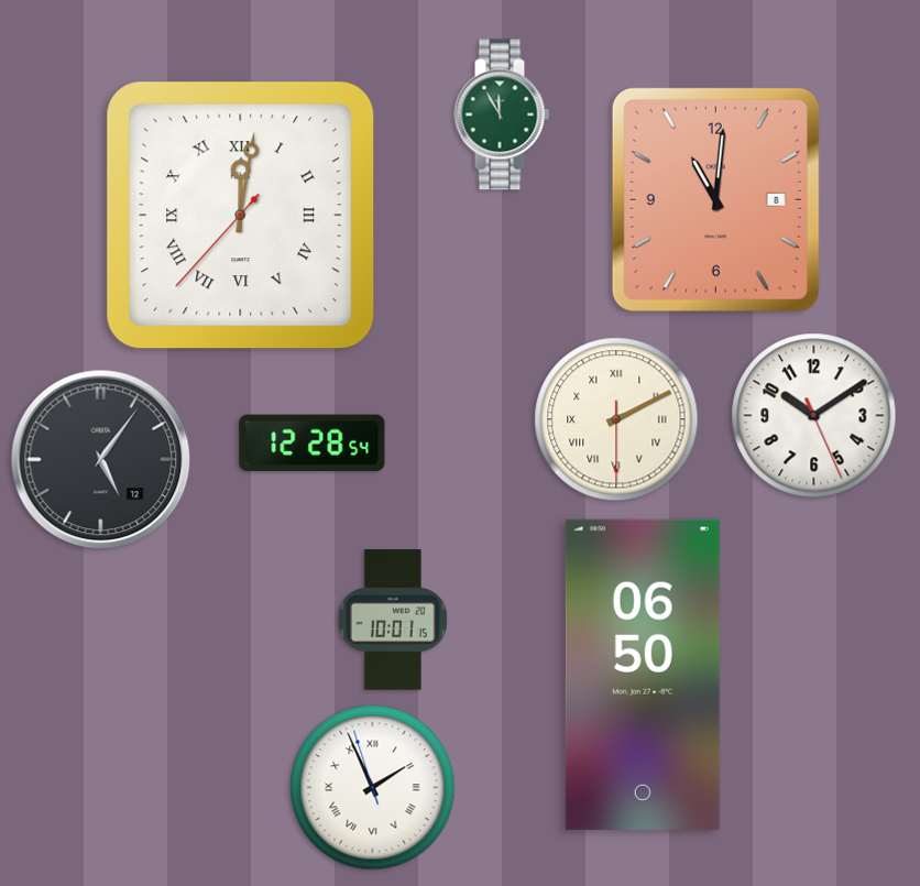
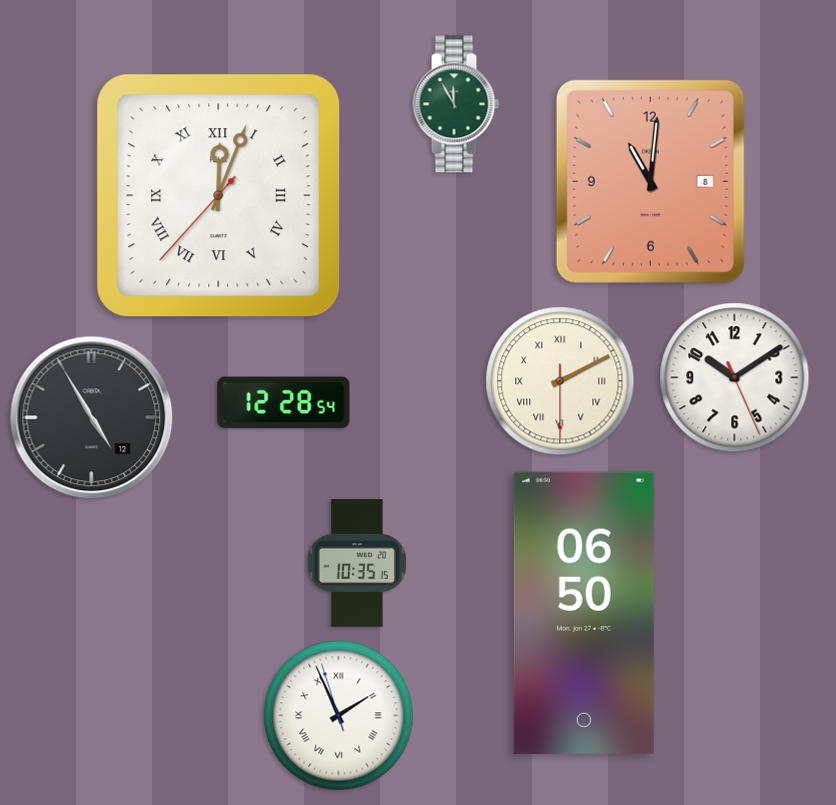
clock at (241, 216): 12:01 -> 12:03
clock at (814, 416) position: (814, 416) -> (735, 378)
clock at (101, 460): 5:06 -> 4:55
clock at (393, 620): 10:01 -> 10:35
